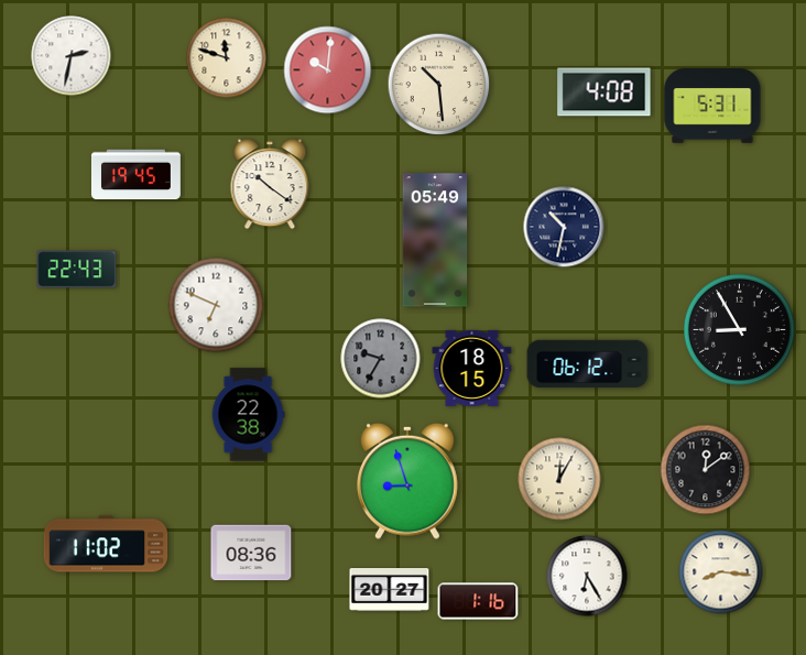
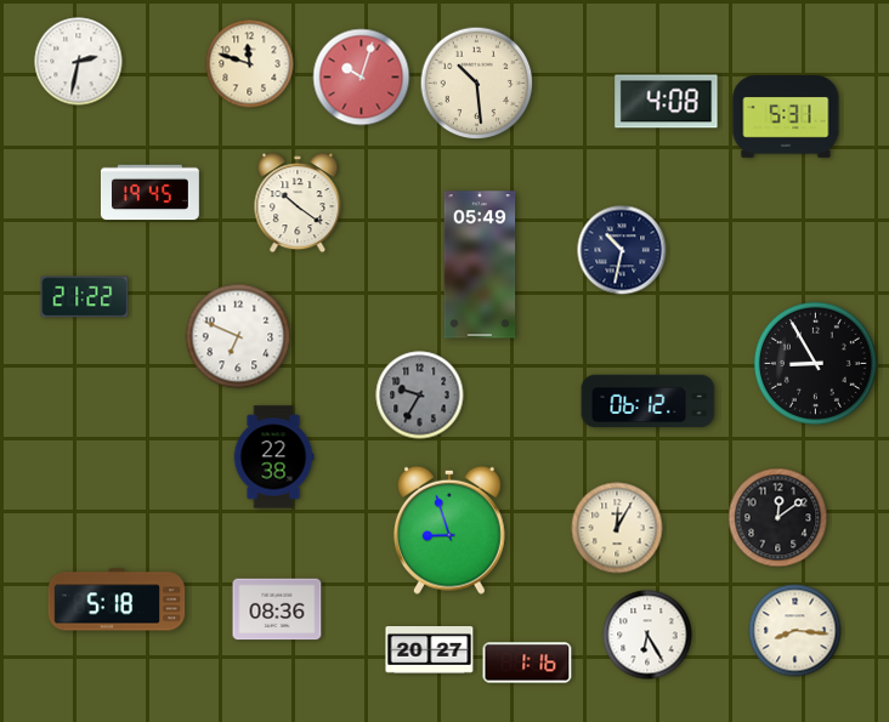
clock at (328, 70): 10:01 -> 10:03
clock at (439, 85) position: (439, 85) -> (477, 84)
clock at (77, 270): 22:43 -> 21:22
clock at (472, 368): 18:15 -> none
clock at (106, 544): 11:02 -> 5:18
